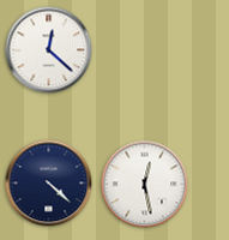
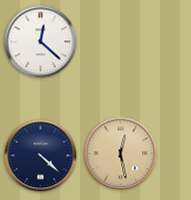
clock at (49, 184) position: (49, 184) -> (41, 156)
clock at (145, 185) dial: white -> champagne
